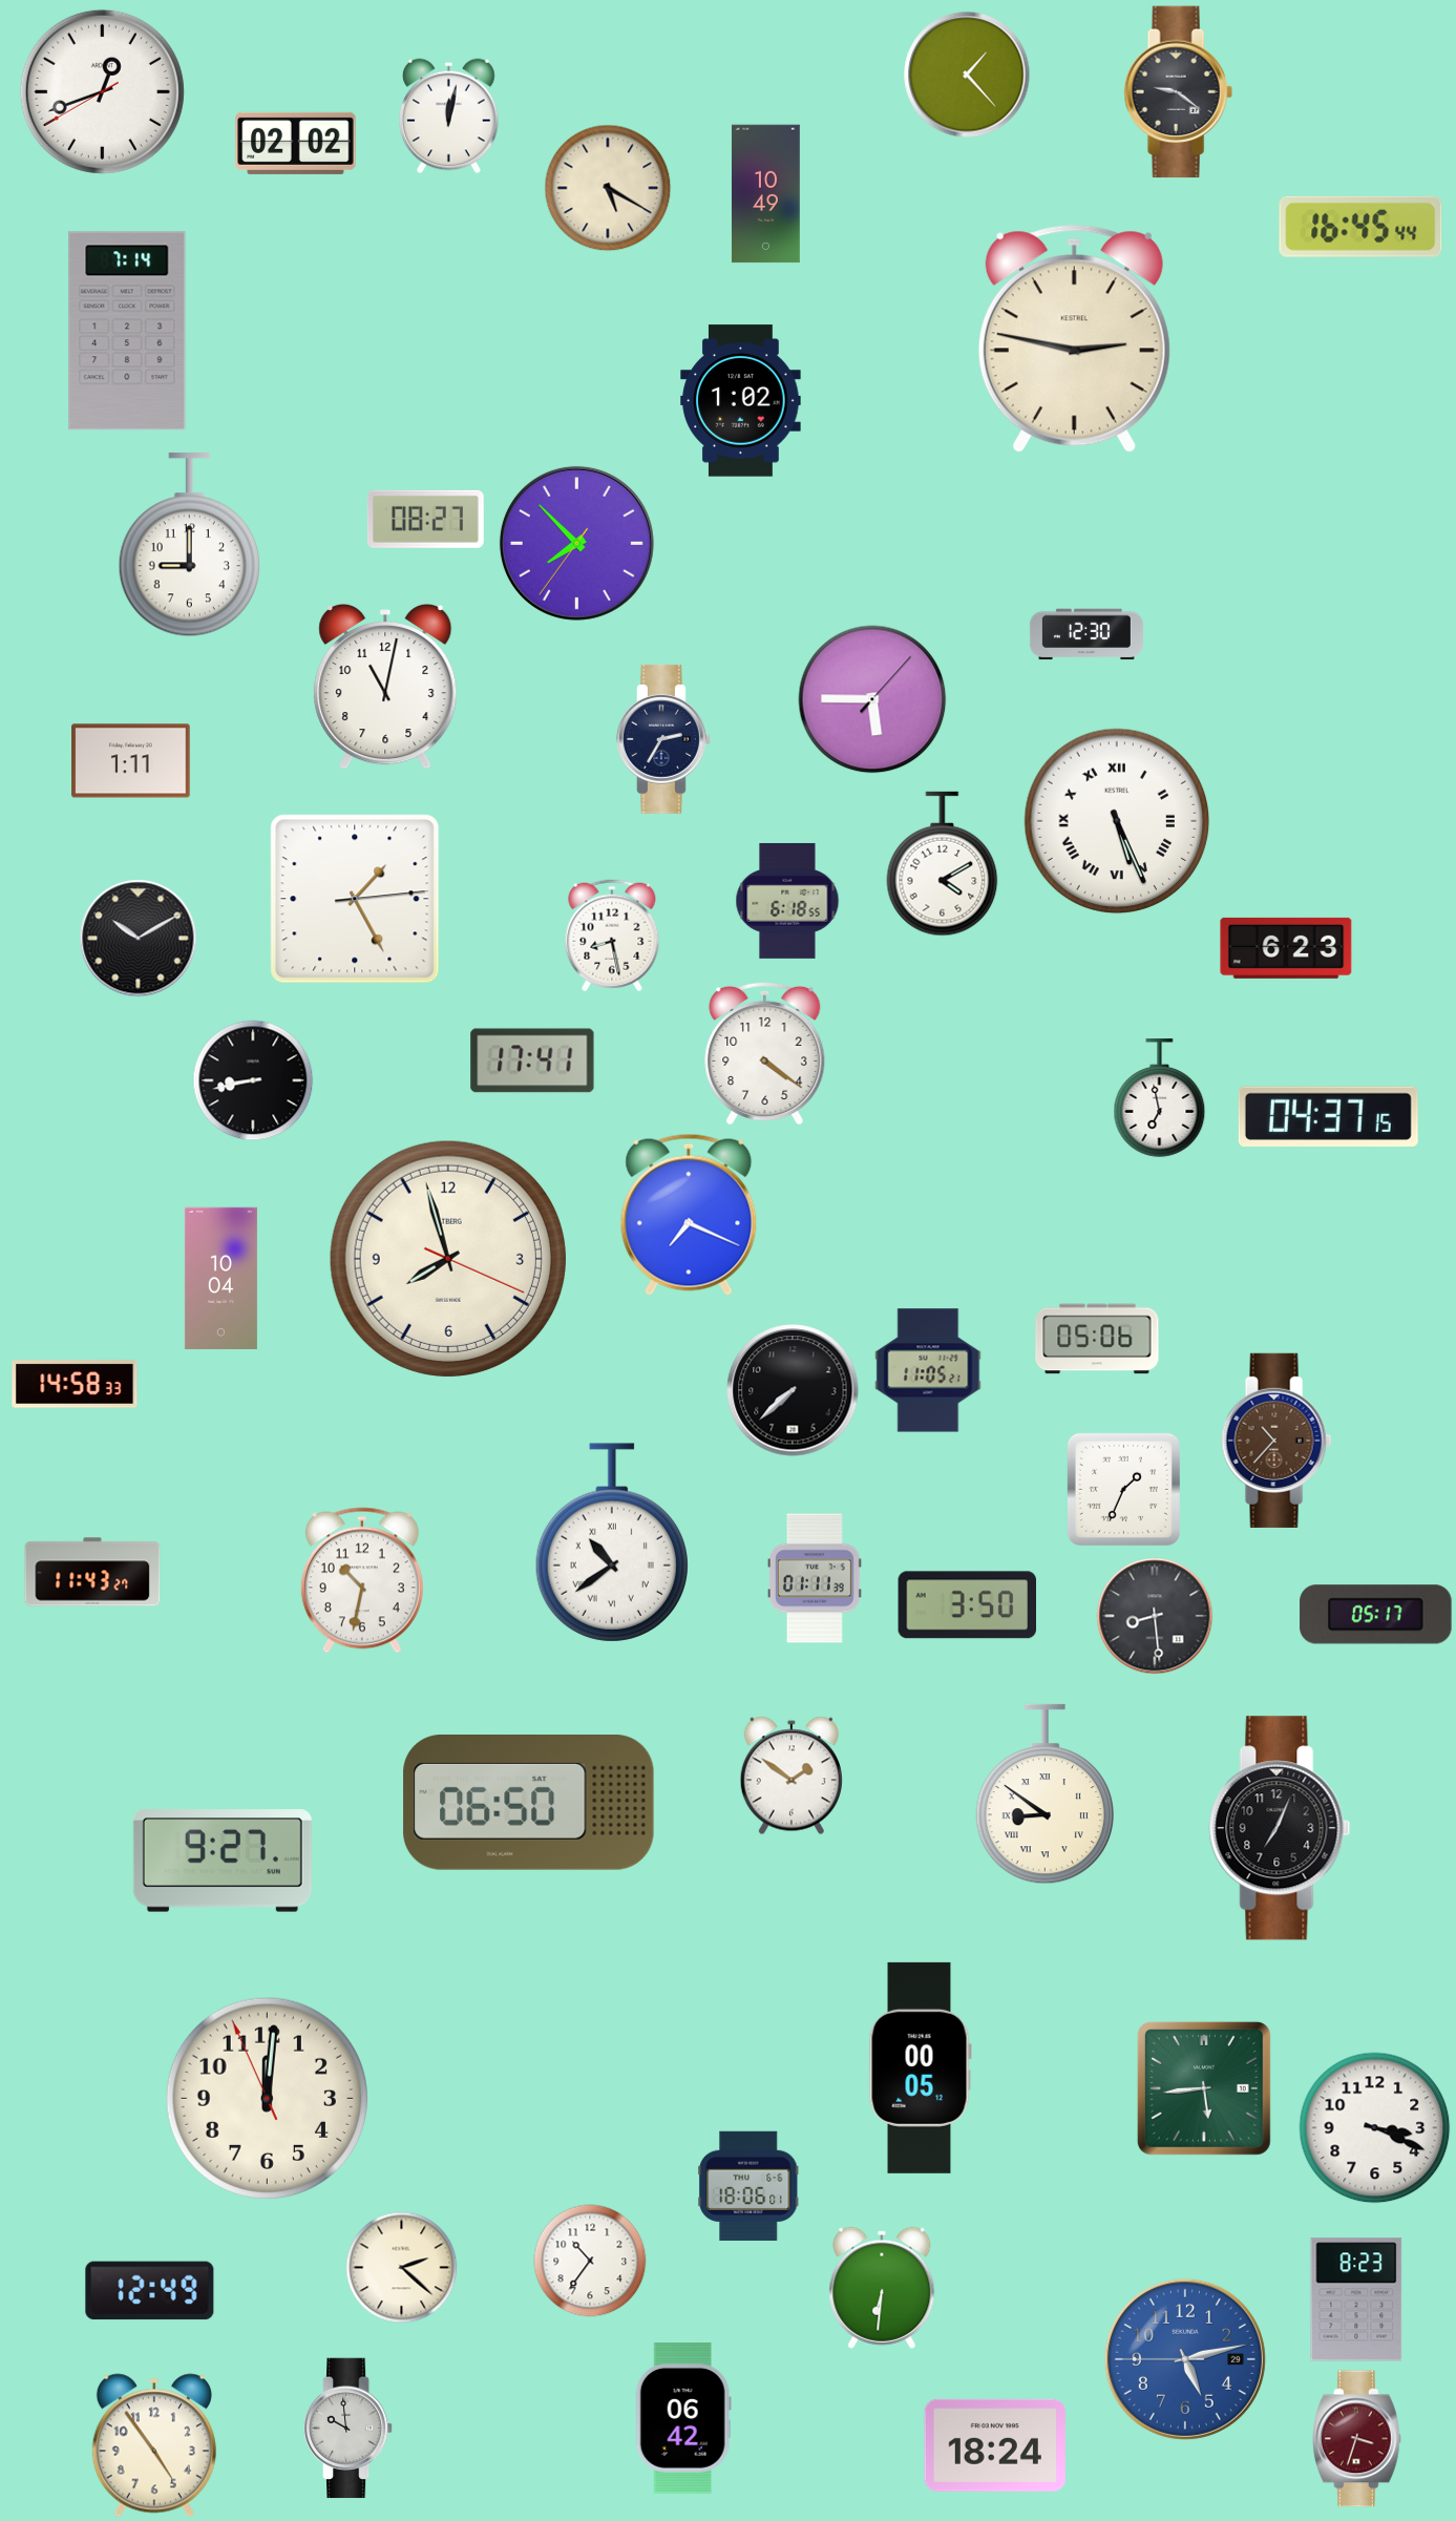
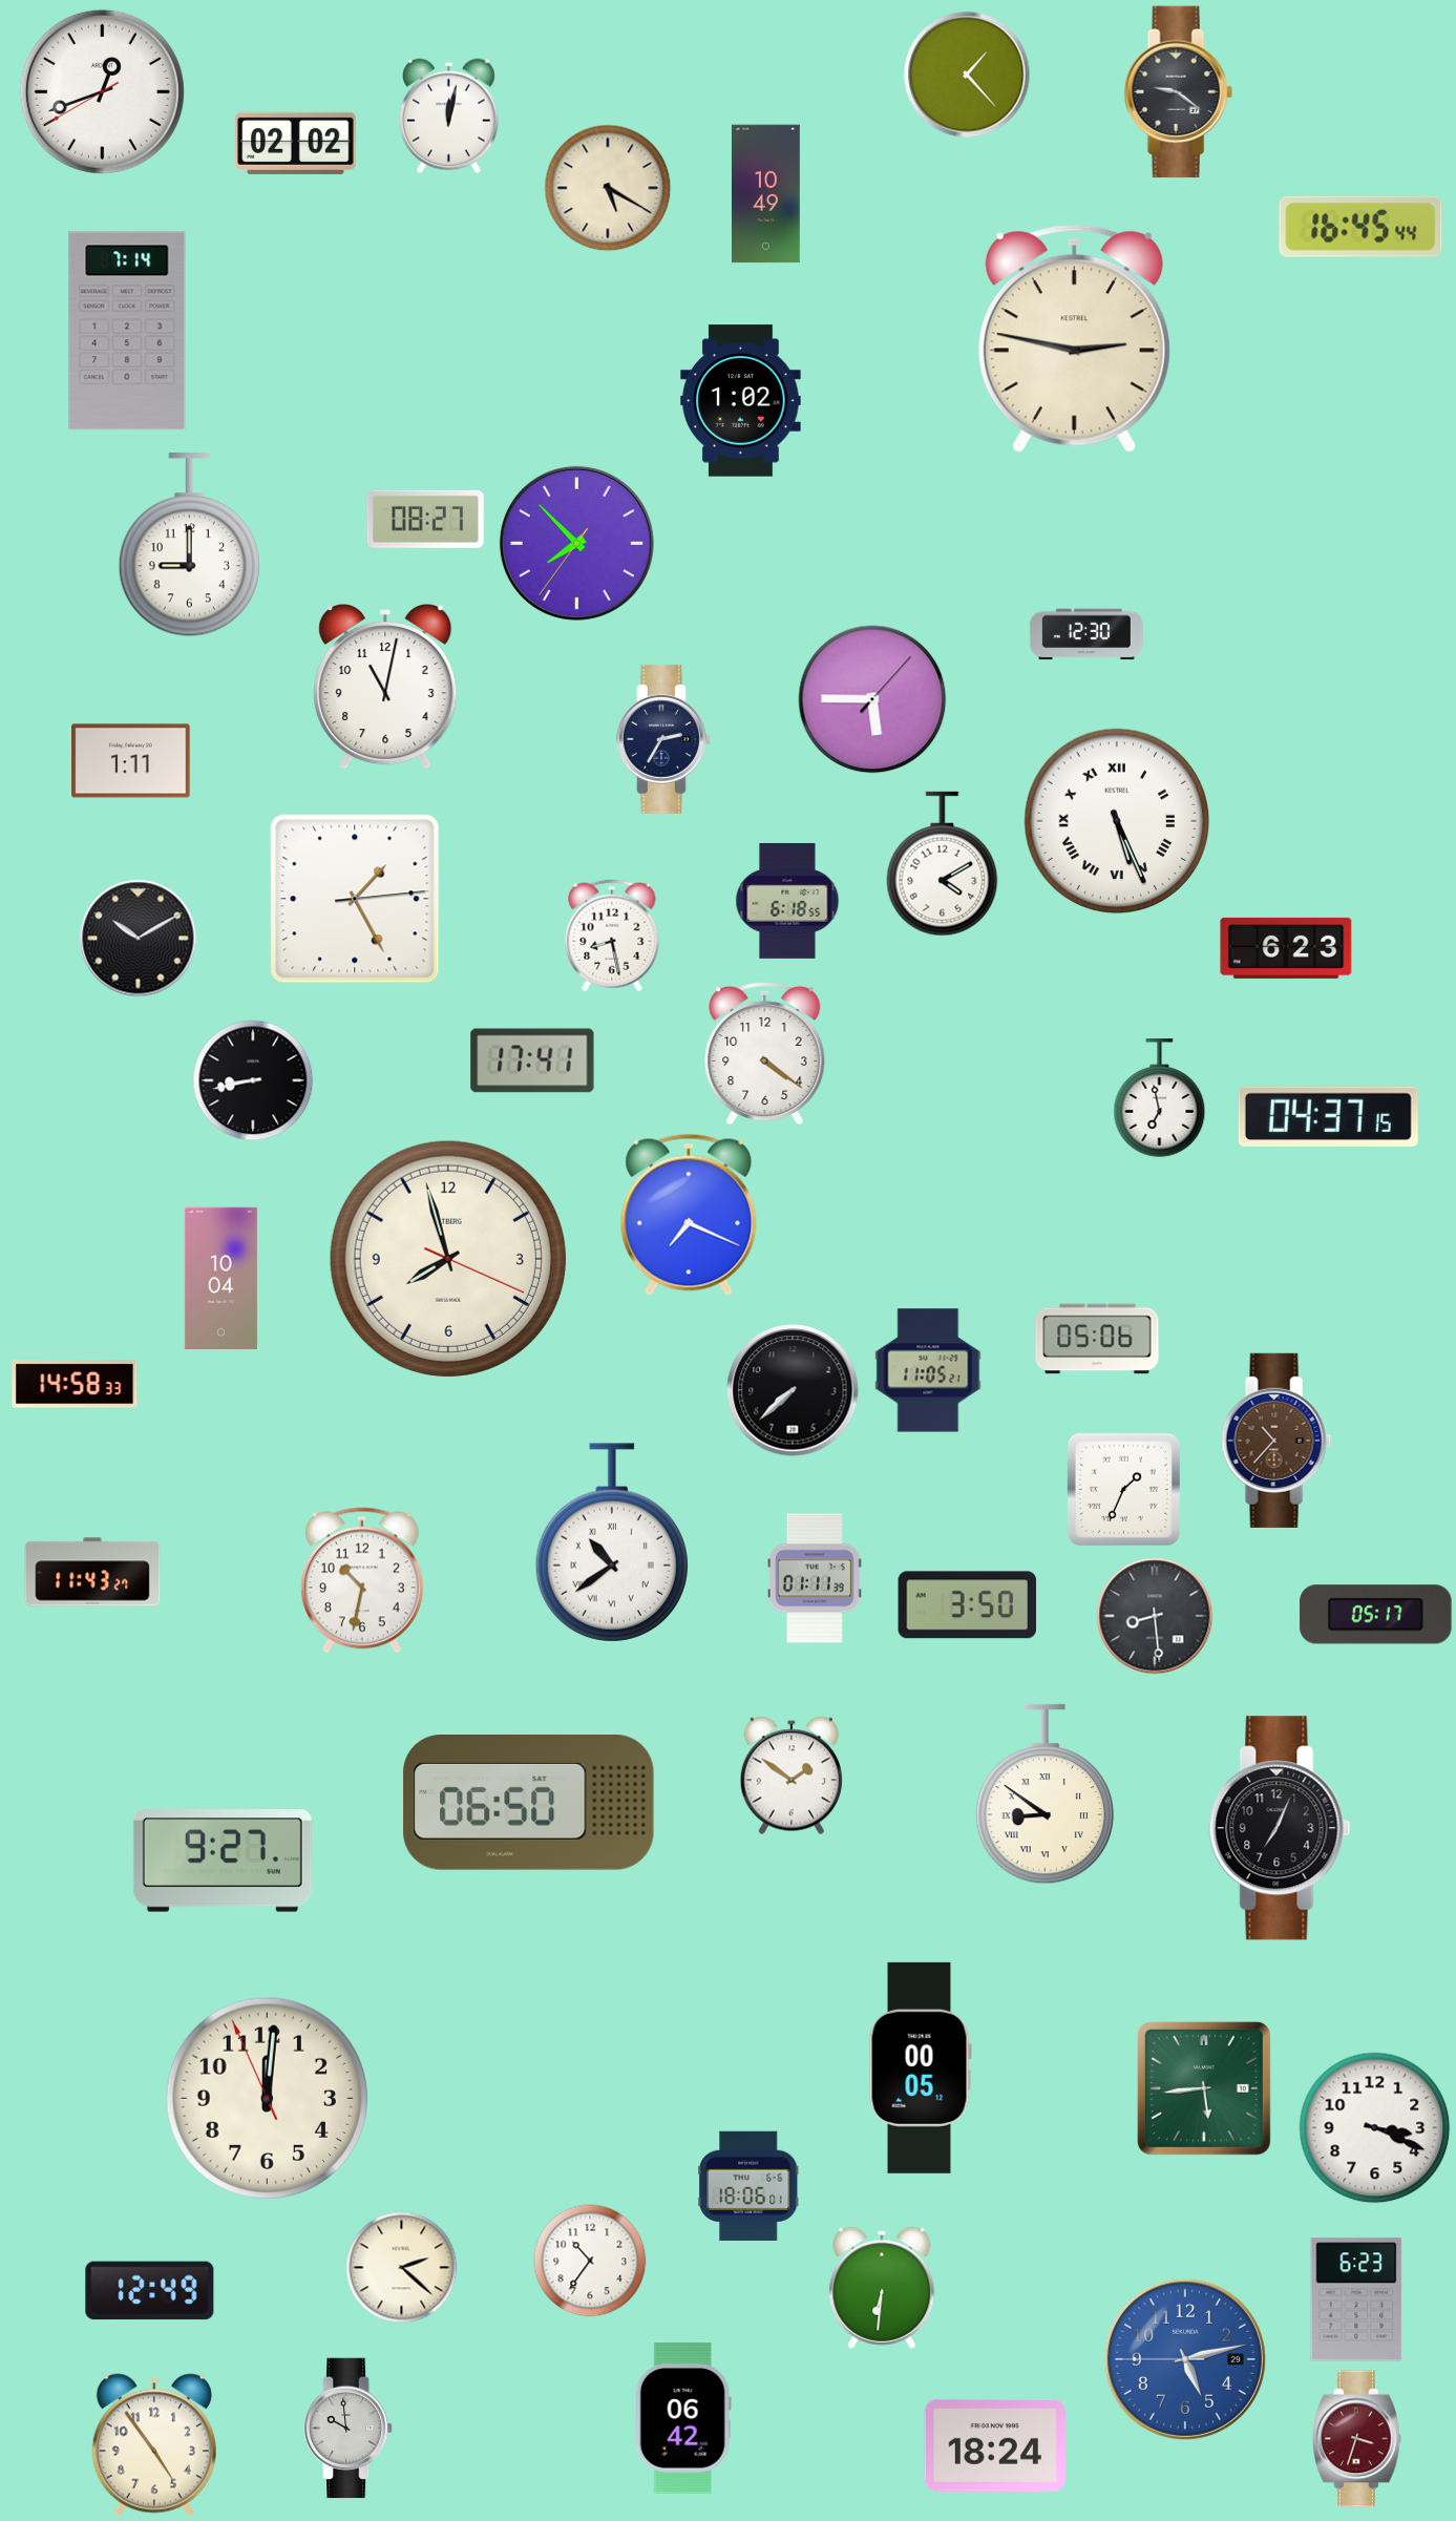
clock at (1356, 2299): 8:23 -> 6:23
